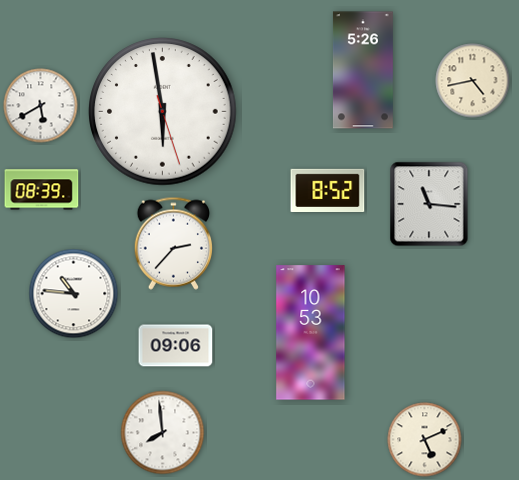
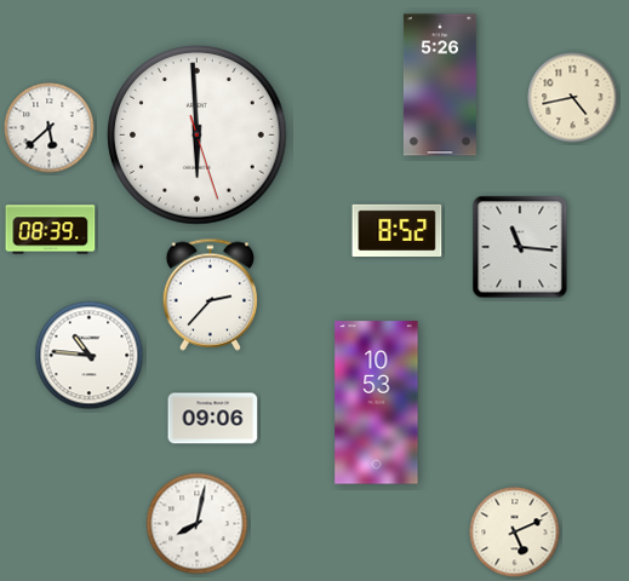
clock at (41, 106): 5:40 -> 5:38
clock at (163, 112): 5:58 -> 5:59
clock at (163, 433): 7:59 -> 8:02
